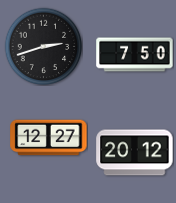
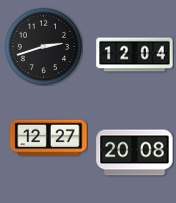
clock at (135, 55): 7:50 -> 12:04
clock at (135, 153): 20:12 -> 20:08
